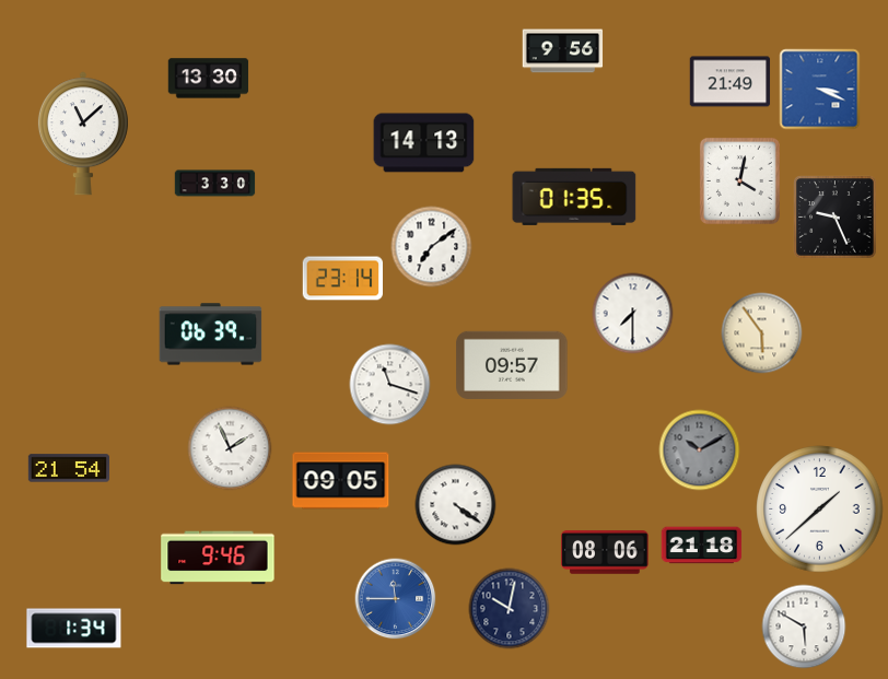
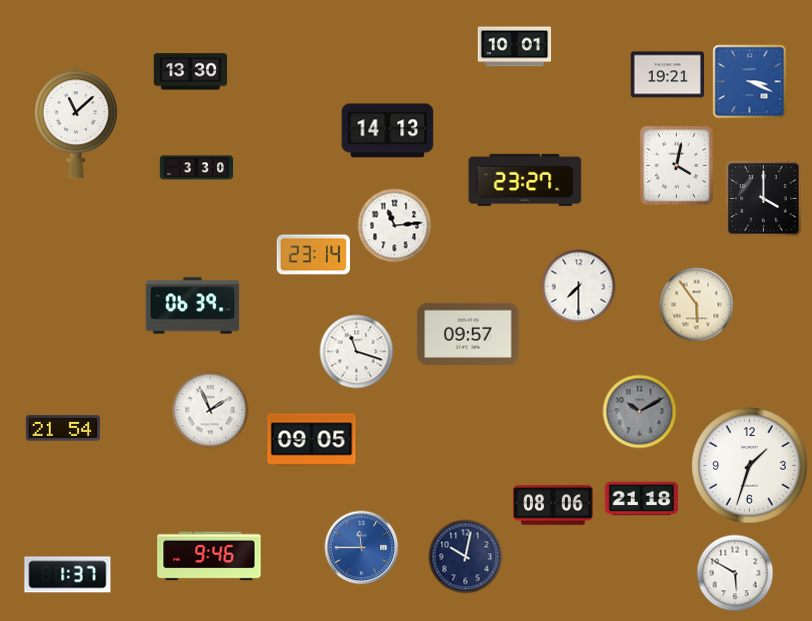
clock at (563, 51): 9:56 -> 10:01
clock at (731, 82): 21:49 -> 19:21
clock at (574, 197): 01:35 -> 23:27
clock at (836, 218): 9:26 -> 4:00
clock at (432, 247): 7:09 -> 11:14
clock at (456, 505): 4:21 -> none
clock at (820, 510): 1:38 -> 1:33
clock at (218, 558) position: (218, 558) -> (209, 556)
clock at (74, 629): 1:34 -> 1:37
